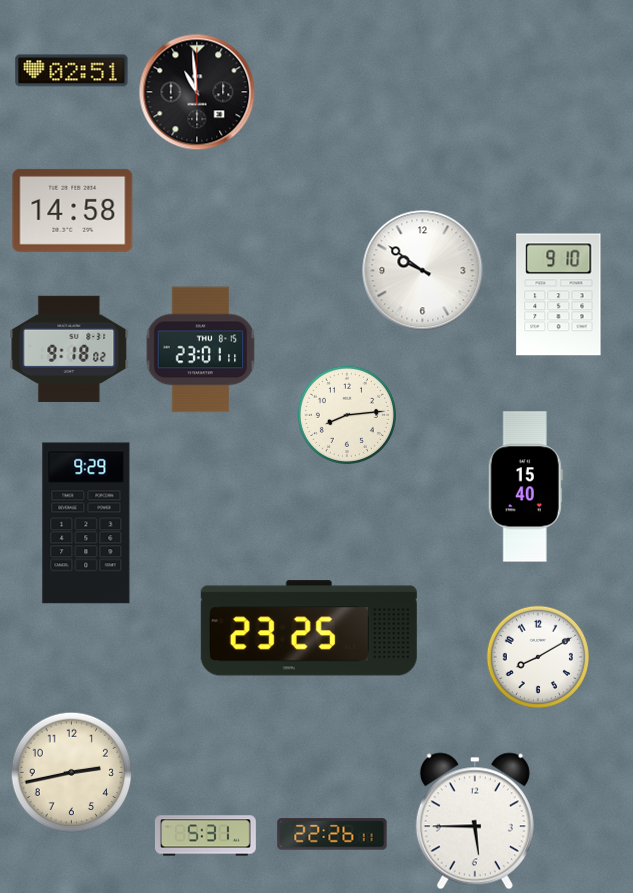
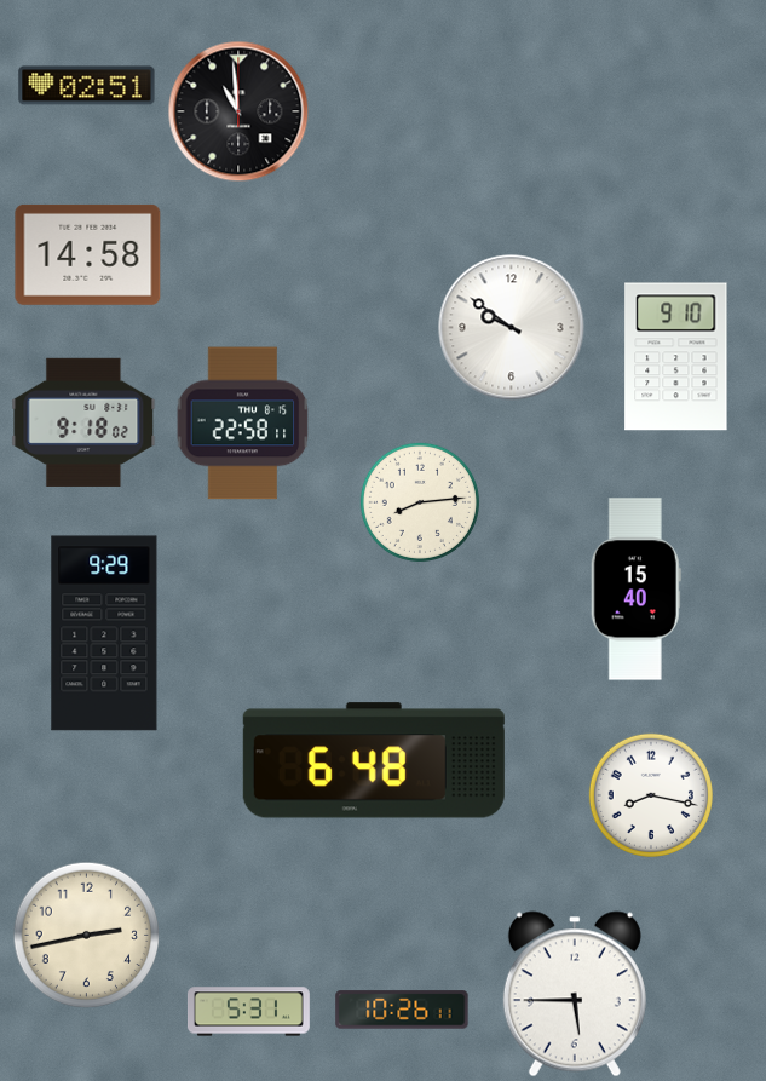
clock at (201, 350): 23:01 -> 22:58
clock at (309, 628): 23:25 -> 6:48
clock at (538, 657): 8:10 -> 8:17
clock at (332, 834): 22:26 -> 10:26
